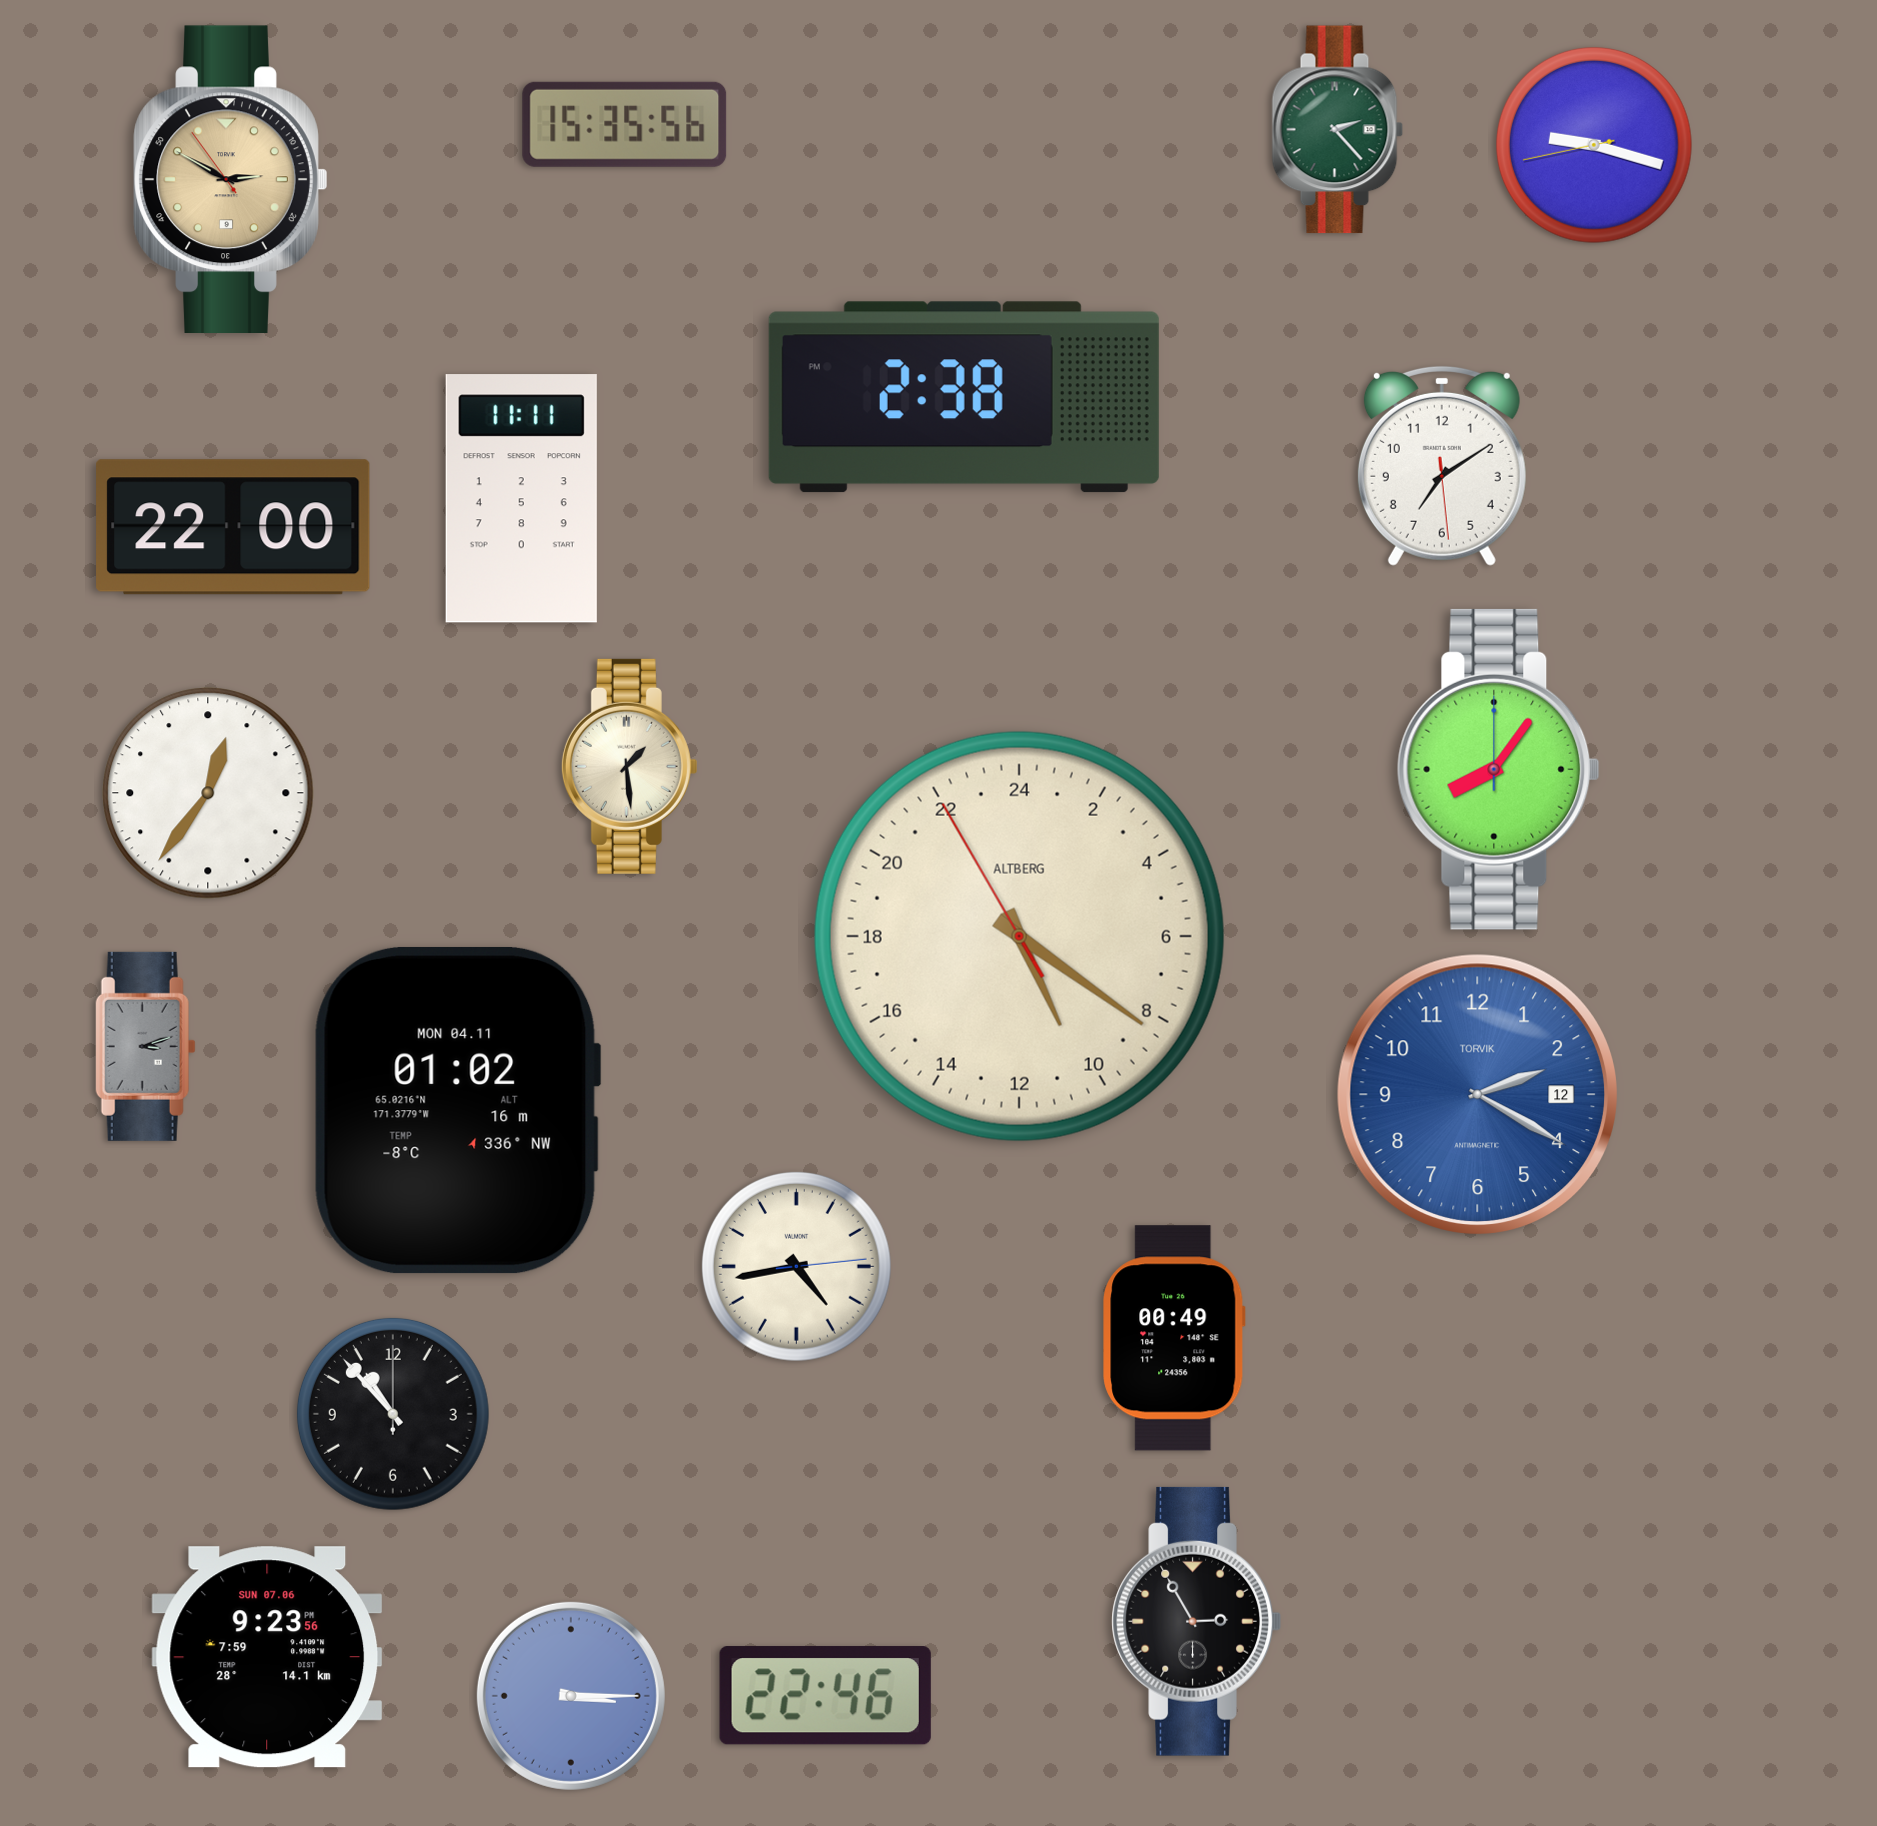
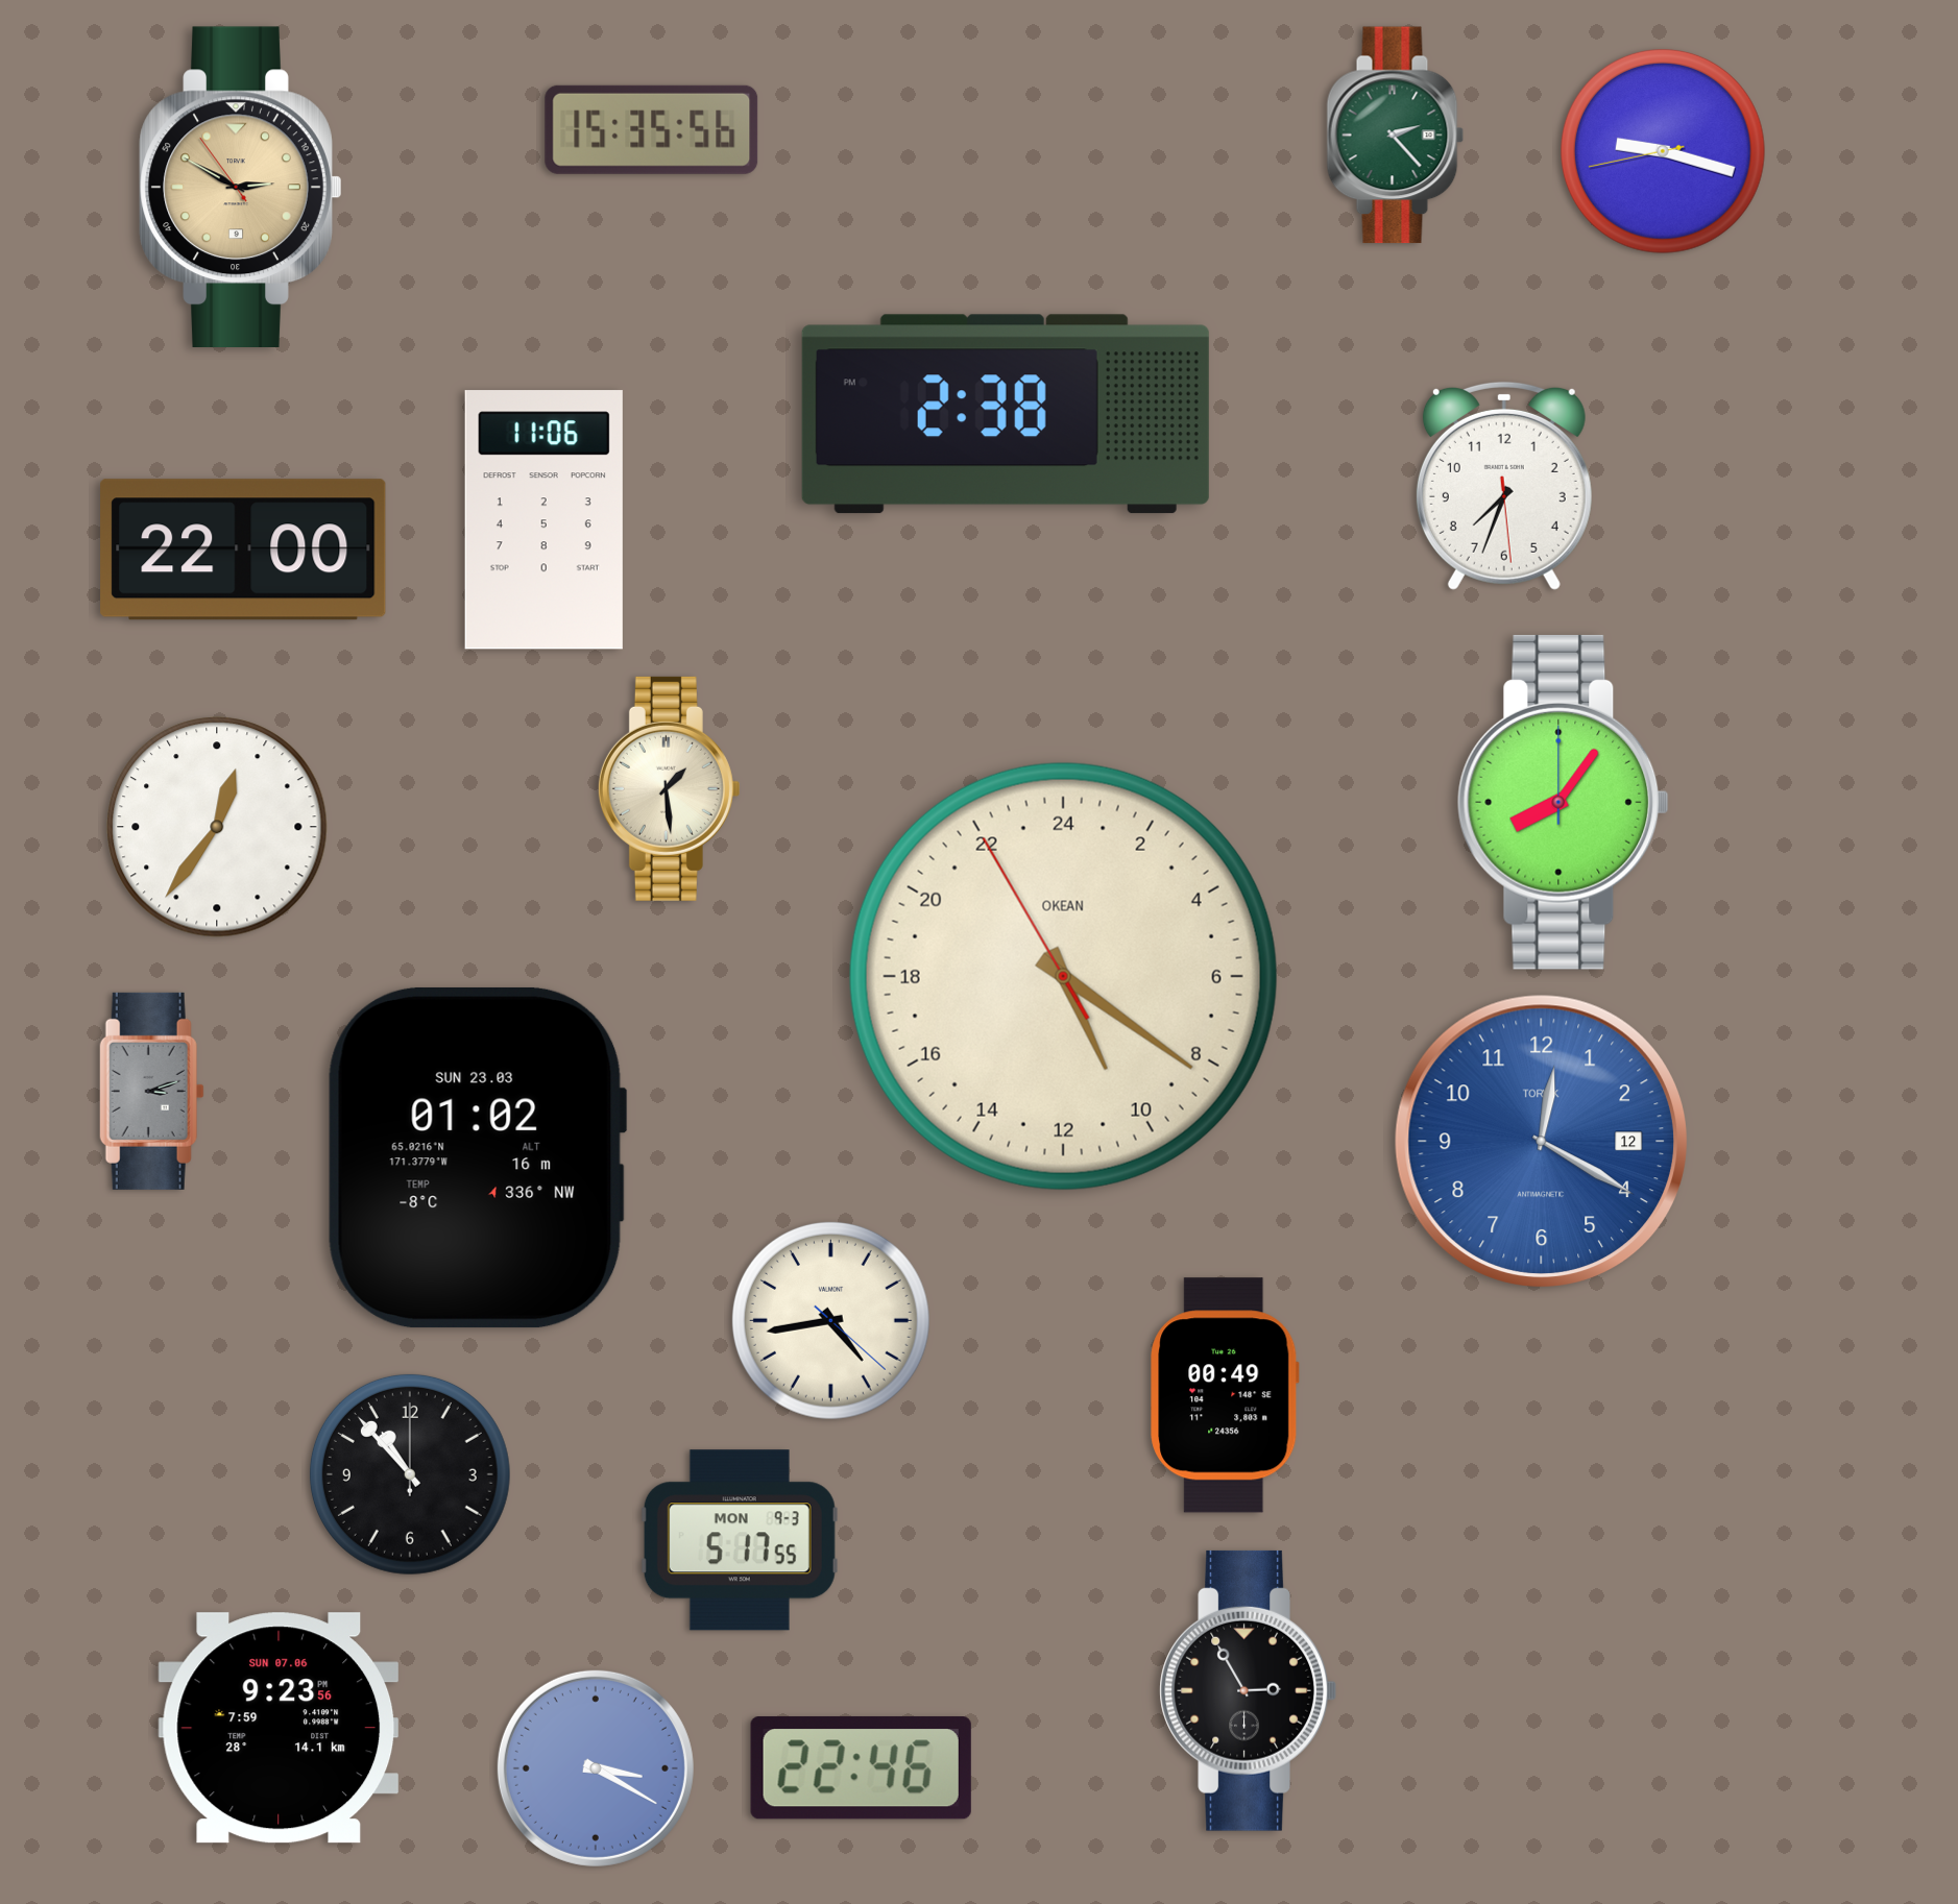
clock at (1442, 466): 7:09 -> 7:33
clock at (521, 499): 11:11 -> 11:06
clock at (629, 766) position: (629, 766) -> (669, 788)
clock at (1019, 936) brand: ALTBERG -> OKEAN
clock at (1477, 1094): 2:20 -> 12:20
clock at (457, 1110) date: MON 04.11 -> SUN 23.03
clock at (796, 1266): 4:43:14 -> 4:43:22
clock at (740, 1540): none -> 5:17
clock at (571, 1696): 3:15 -> 3:20
